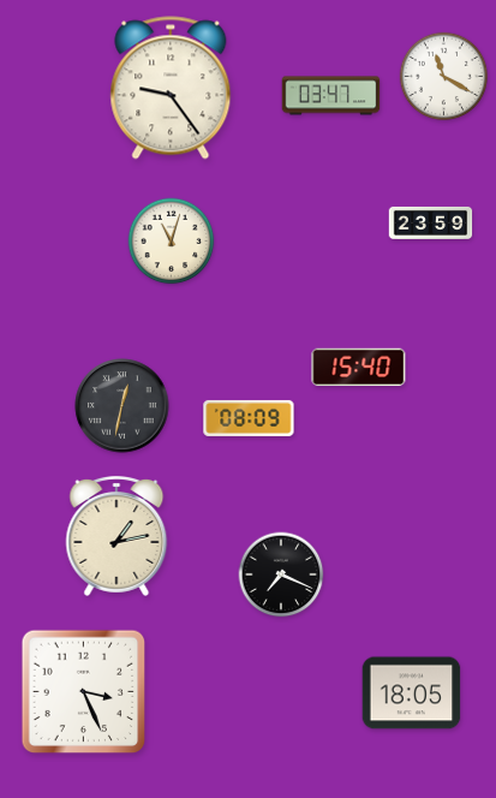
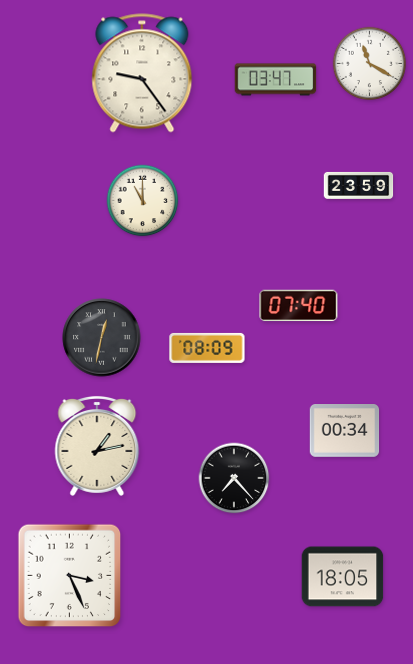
clock at (172, 242): 11:03 -> 11:00
clock at (359, 368): 15:40 -> 07:40
clock at (345, 431): none -> 00:34
clock at (281, 574): 7:19 -> 7:23
